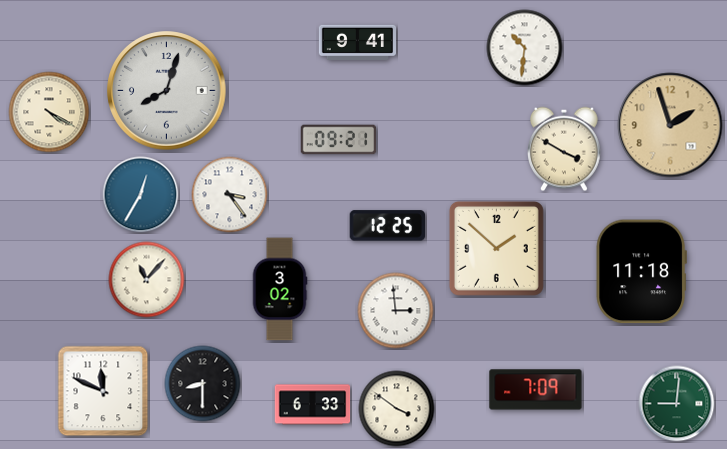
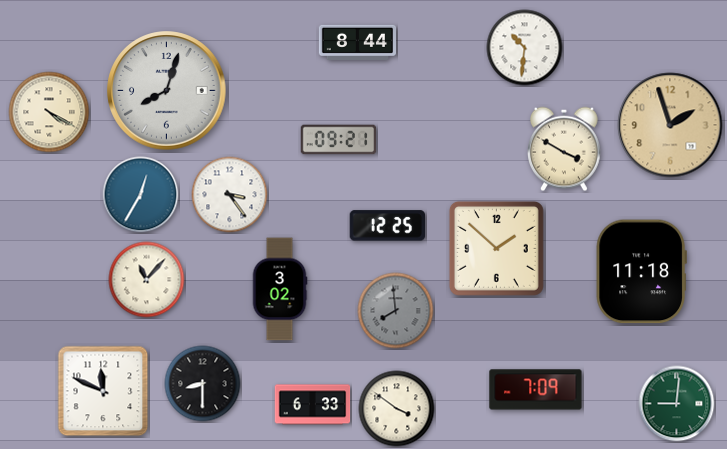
clock at (357, 42): 9:41 -> 8:44
clock at (396, 311): 2:59 -> 7:59
clock at (396, 311) dial: white -> grey
